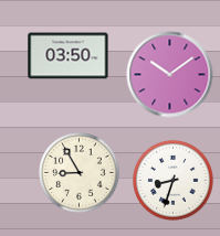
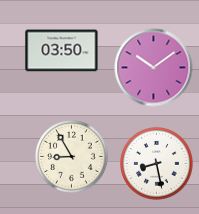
clock at (174, 181): 8:33 -> 8:28
